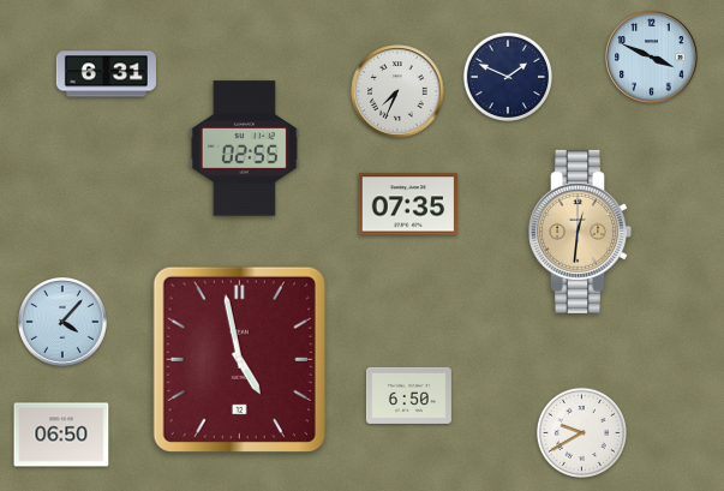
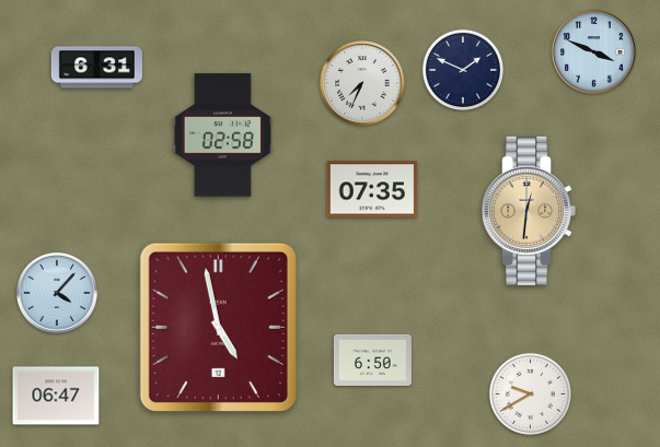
clock at (244, 149): 02:55 -> 02:58
clock at (408, 204) position: (408, 204) -> (372, 189)
clock at (61, 435): 06:50 -> 06:47
